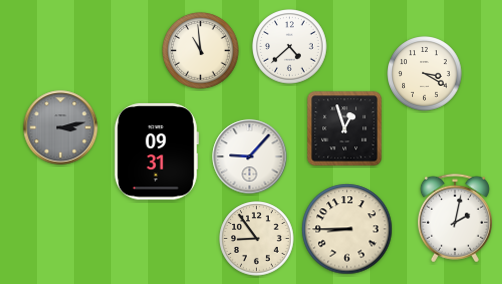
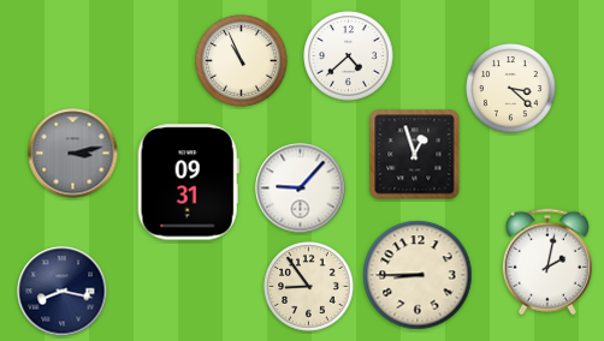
clock at (201, 51): 10:59 -> 10:56
clock at (425, 74): 3:20 -> 3:22
clock at (63, 292): none -> 8:17
